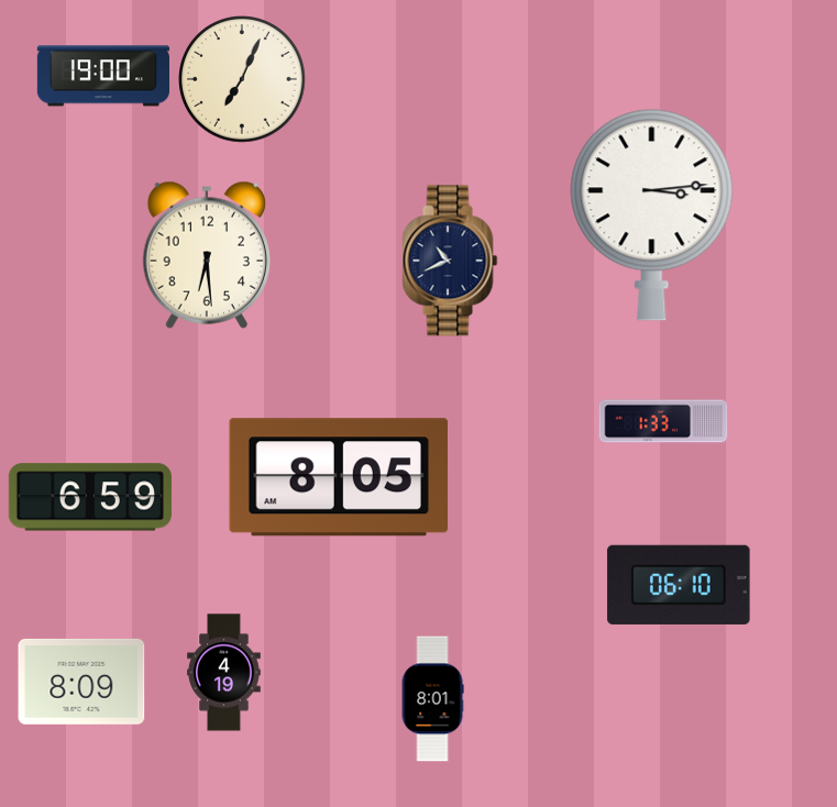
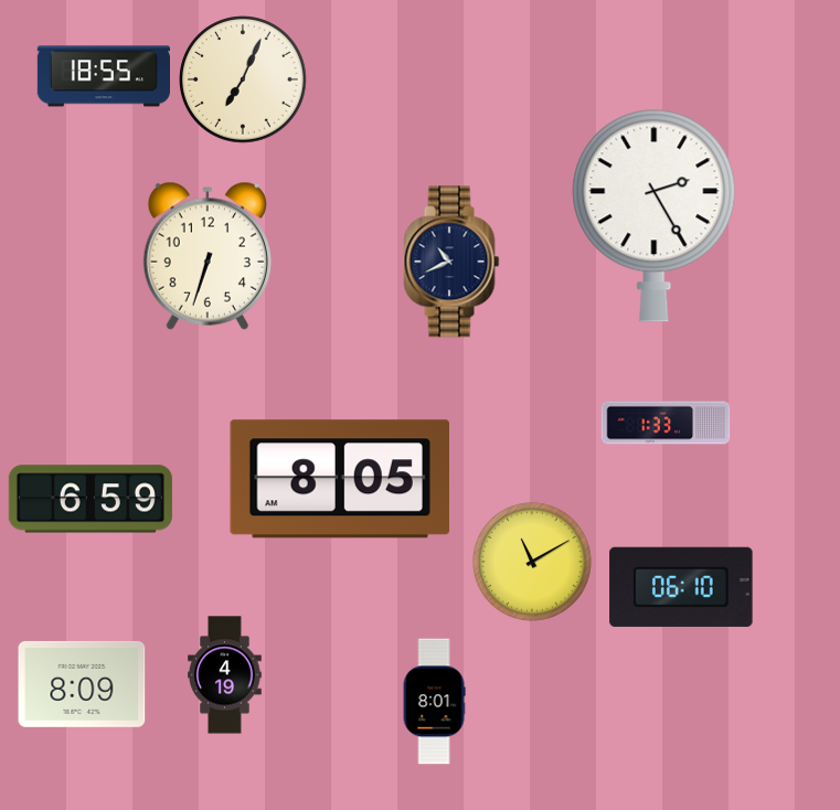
clock at (102, 76): 19:00 -> 18:55
clock at (652, 214): 3:14 -> 2:25
clock at (206, 255): 6:29 -> 6:33
clock at (532, 562): none -> 11:10
